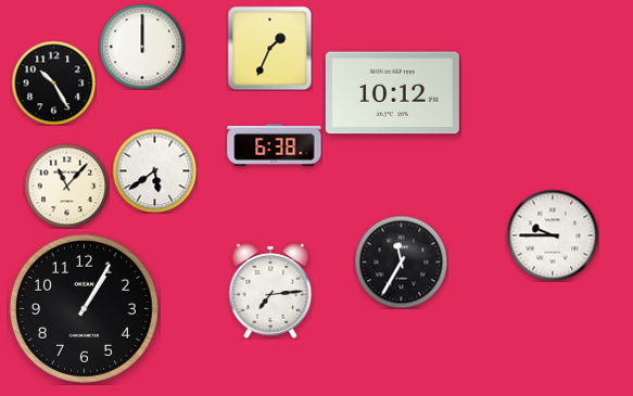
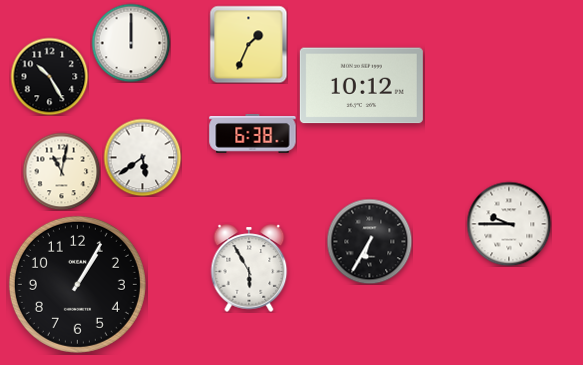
clock at (66, 186): 11:07 -> 11:02
clock at (553, 235) position: (553, 235) -> (509, 224)
clock at (401, 261): 11:35 -> 6:35
clock at (270, 291): 7:14 -> 5:55
